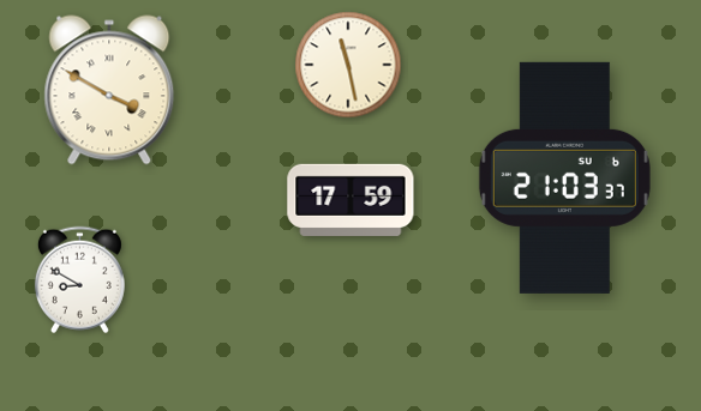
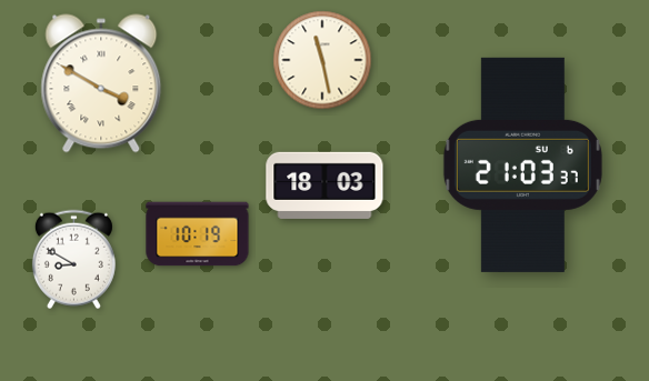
clock at (350, 200): 17:59 -> 18:03
clock at (198, 234): none -> 10:19
